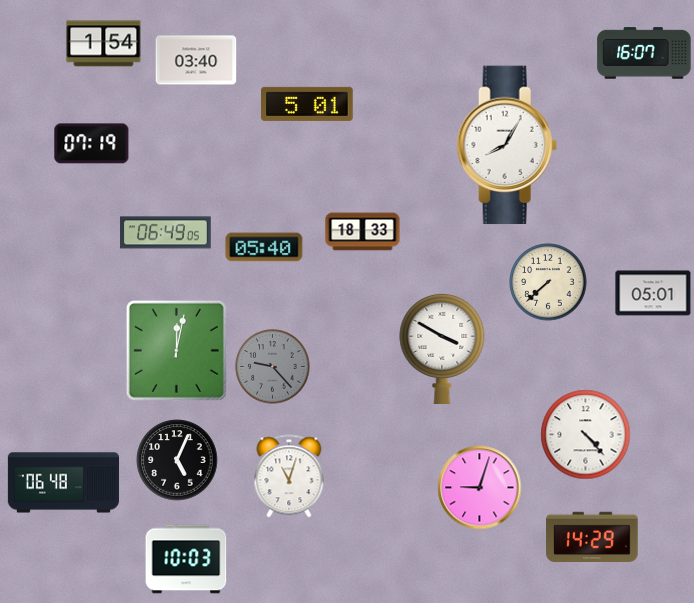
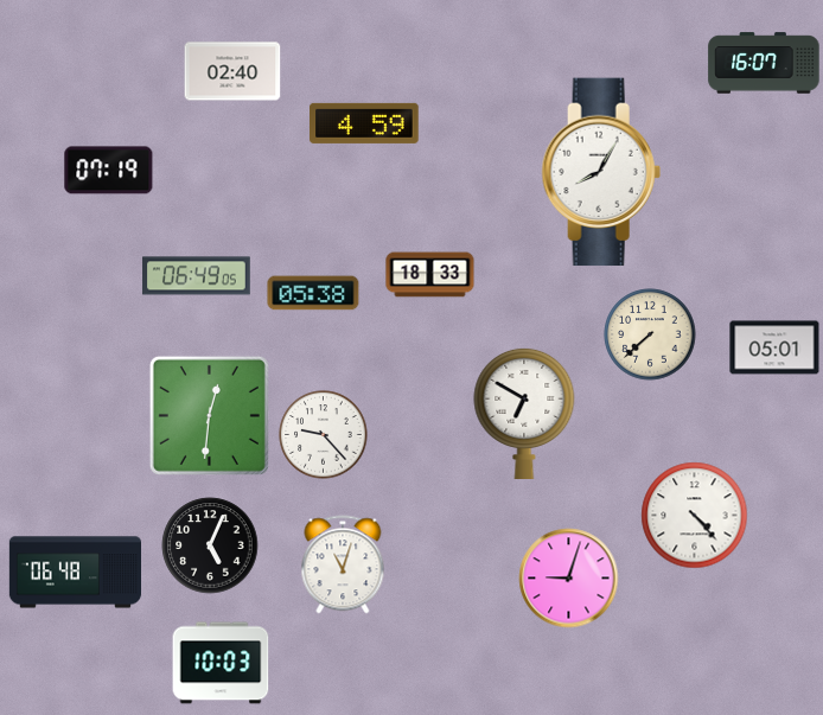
clock at (104, 44): 1:54 -> none
clock at (196, 60): 03:40 -> 02:40
clock at (307, 104): 5:01 -> 4:59
clock at (264, 247): 05:40 -> 05:38
clock at (442, 348): 3:50 -> 6:50
clock at (176, 350): 12:02 -> 12:31
clock at (273, 367) dial: grey -> white
clock at (592, 537): 14:29 -> none
